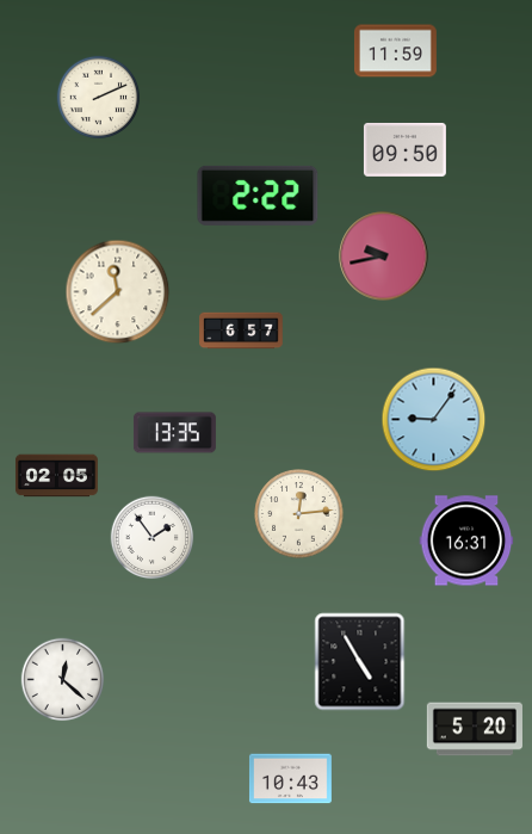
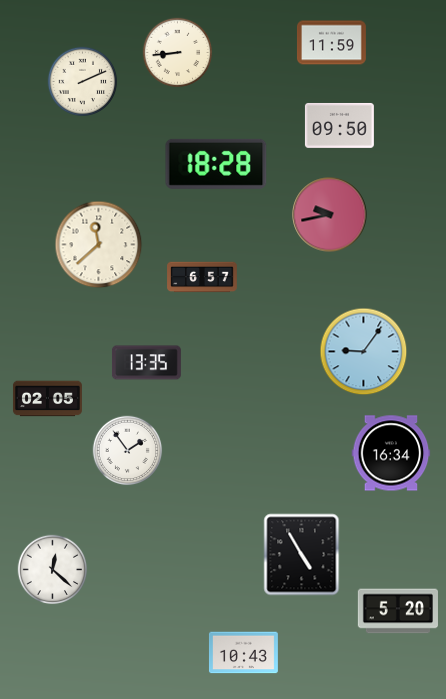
clock at (178, 53): none -> 8:44
clock at (258, 196): 2:22 -> 18:28
clock at (384, 257) position: (384, 257) -> (330, 215)
clock at (299, 514): 12:14 -> none
clock at (466, 540): 16:31 -> 16:34
